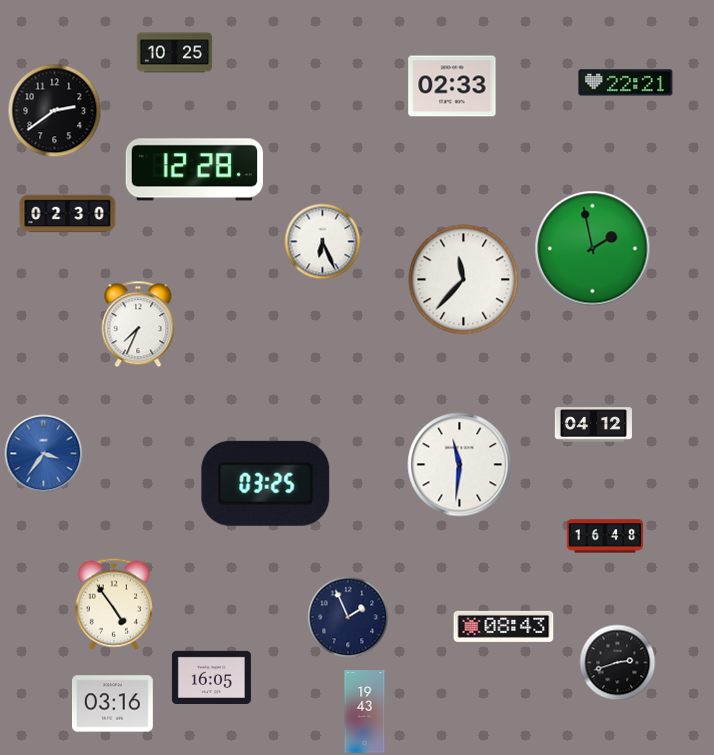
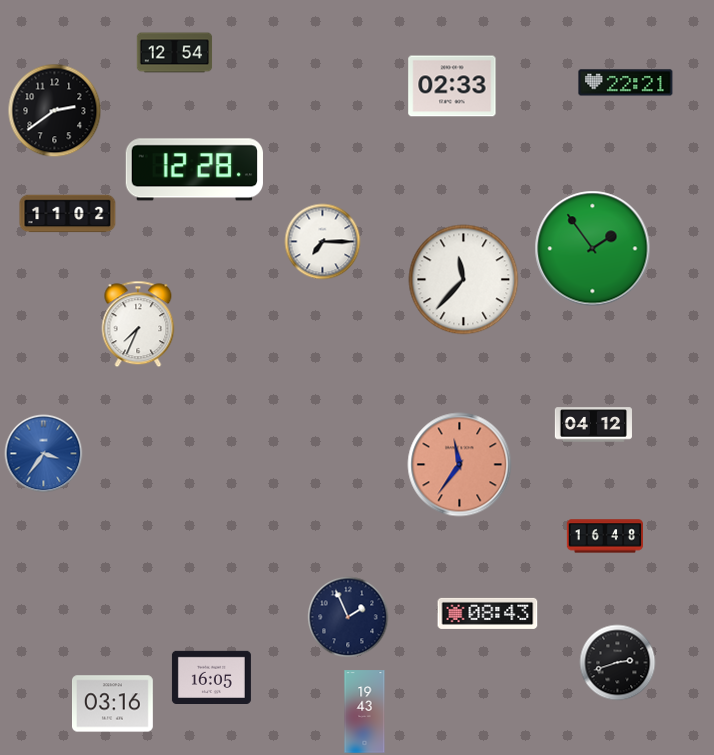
clock at (175, 53): 10:25 -> 12:54
clock at (68, 214): 02:30 -> 11:02
clock at (323, 242): 6:26 -> 7:15
clock at (593, 249): 1:58 -> 1:54
clock at (460, 465): 11:31 -> 11:36
clock at (460, 465) dial: white -> salmon
clock at (266, 483): 03:25 -> none
clock at (114, 604): 4:54 -> none
clock at (504, 626) position: (504, 626) -> (488, 613)
